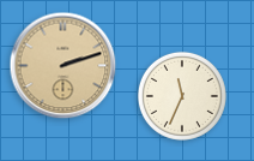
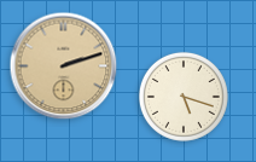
clock at (182, 96): 11:34 -> 5:18
